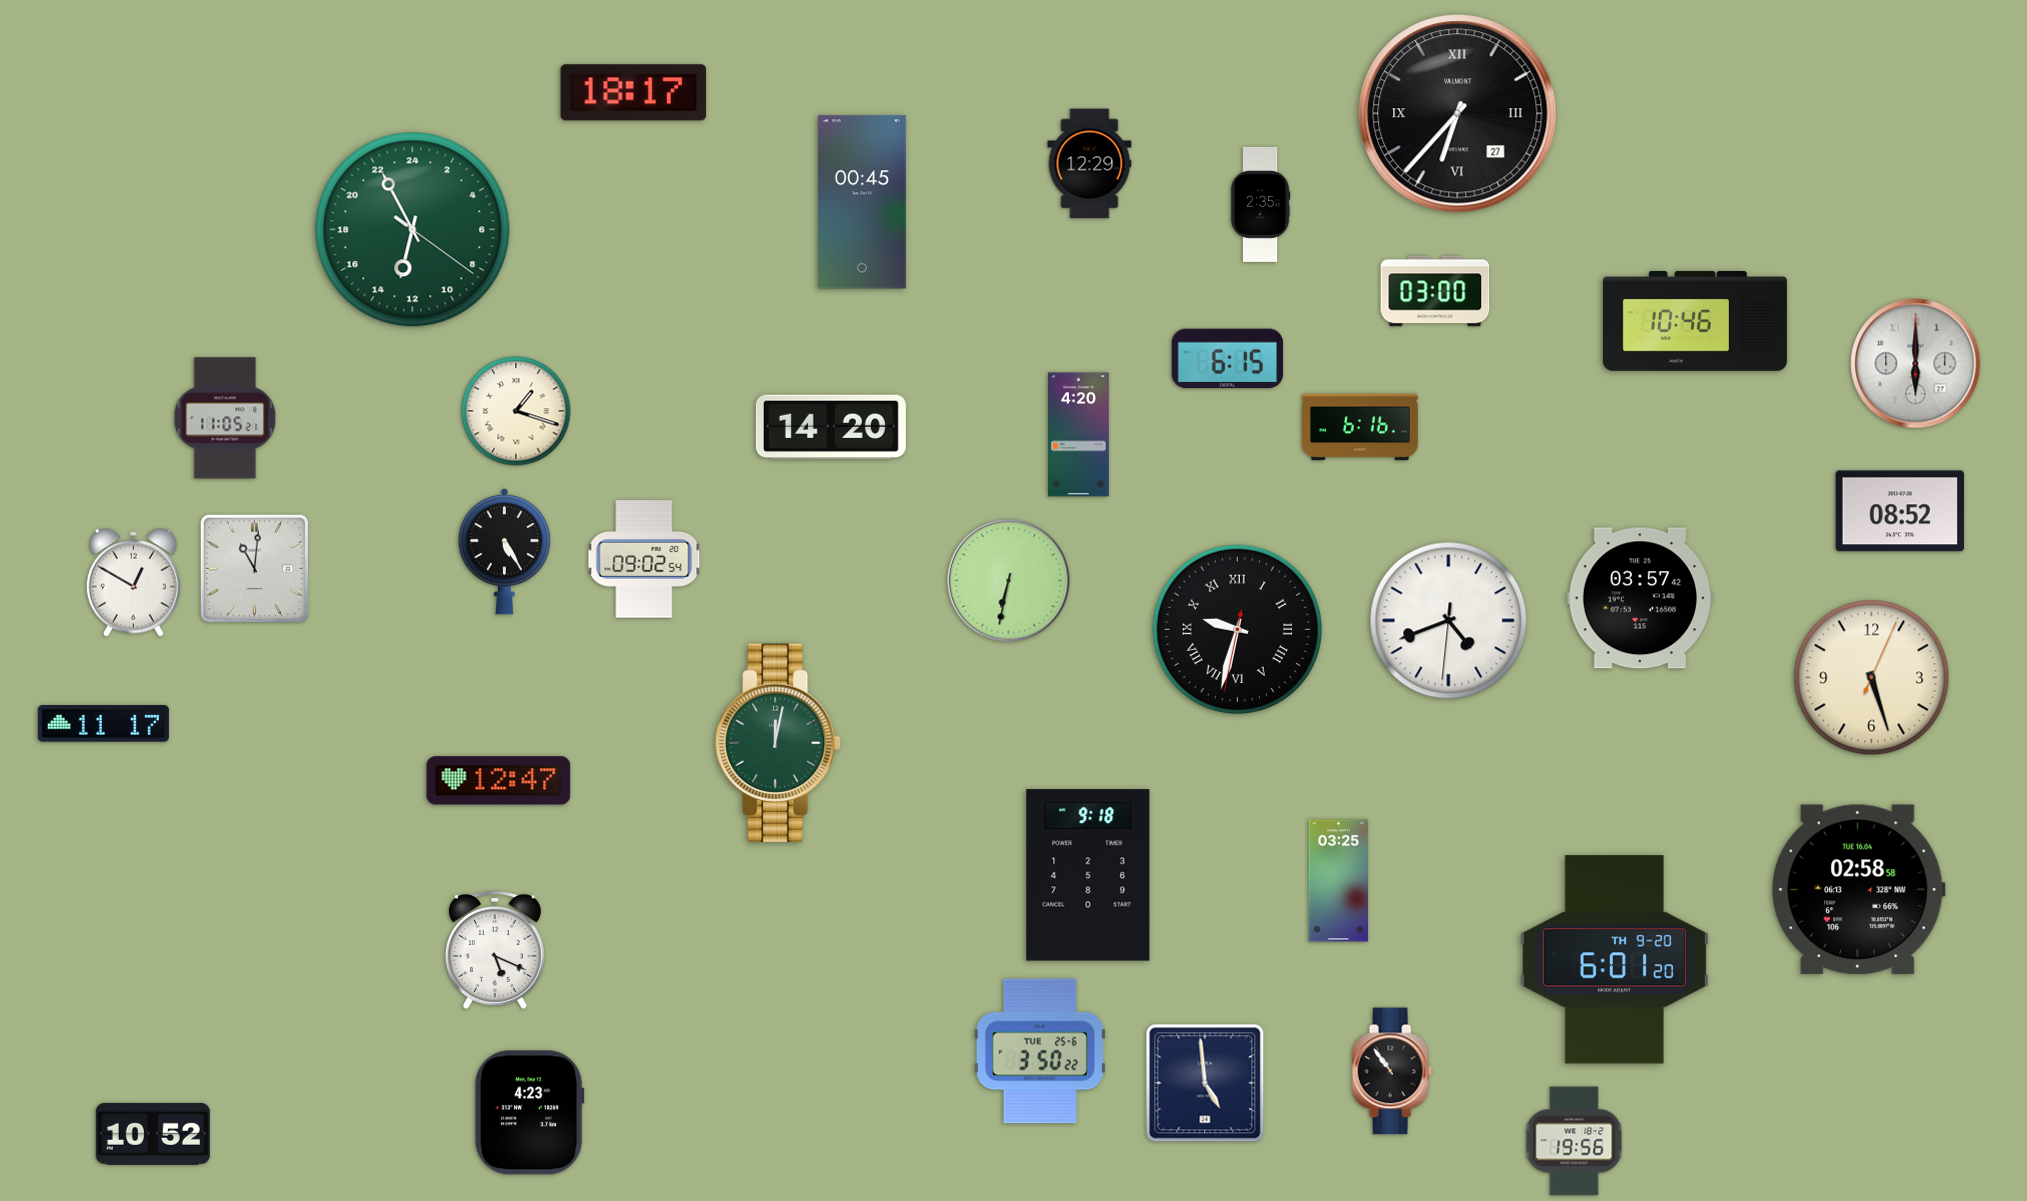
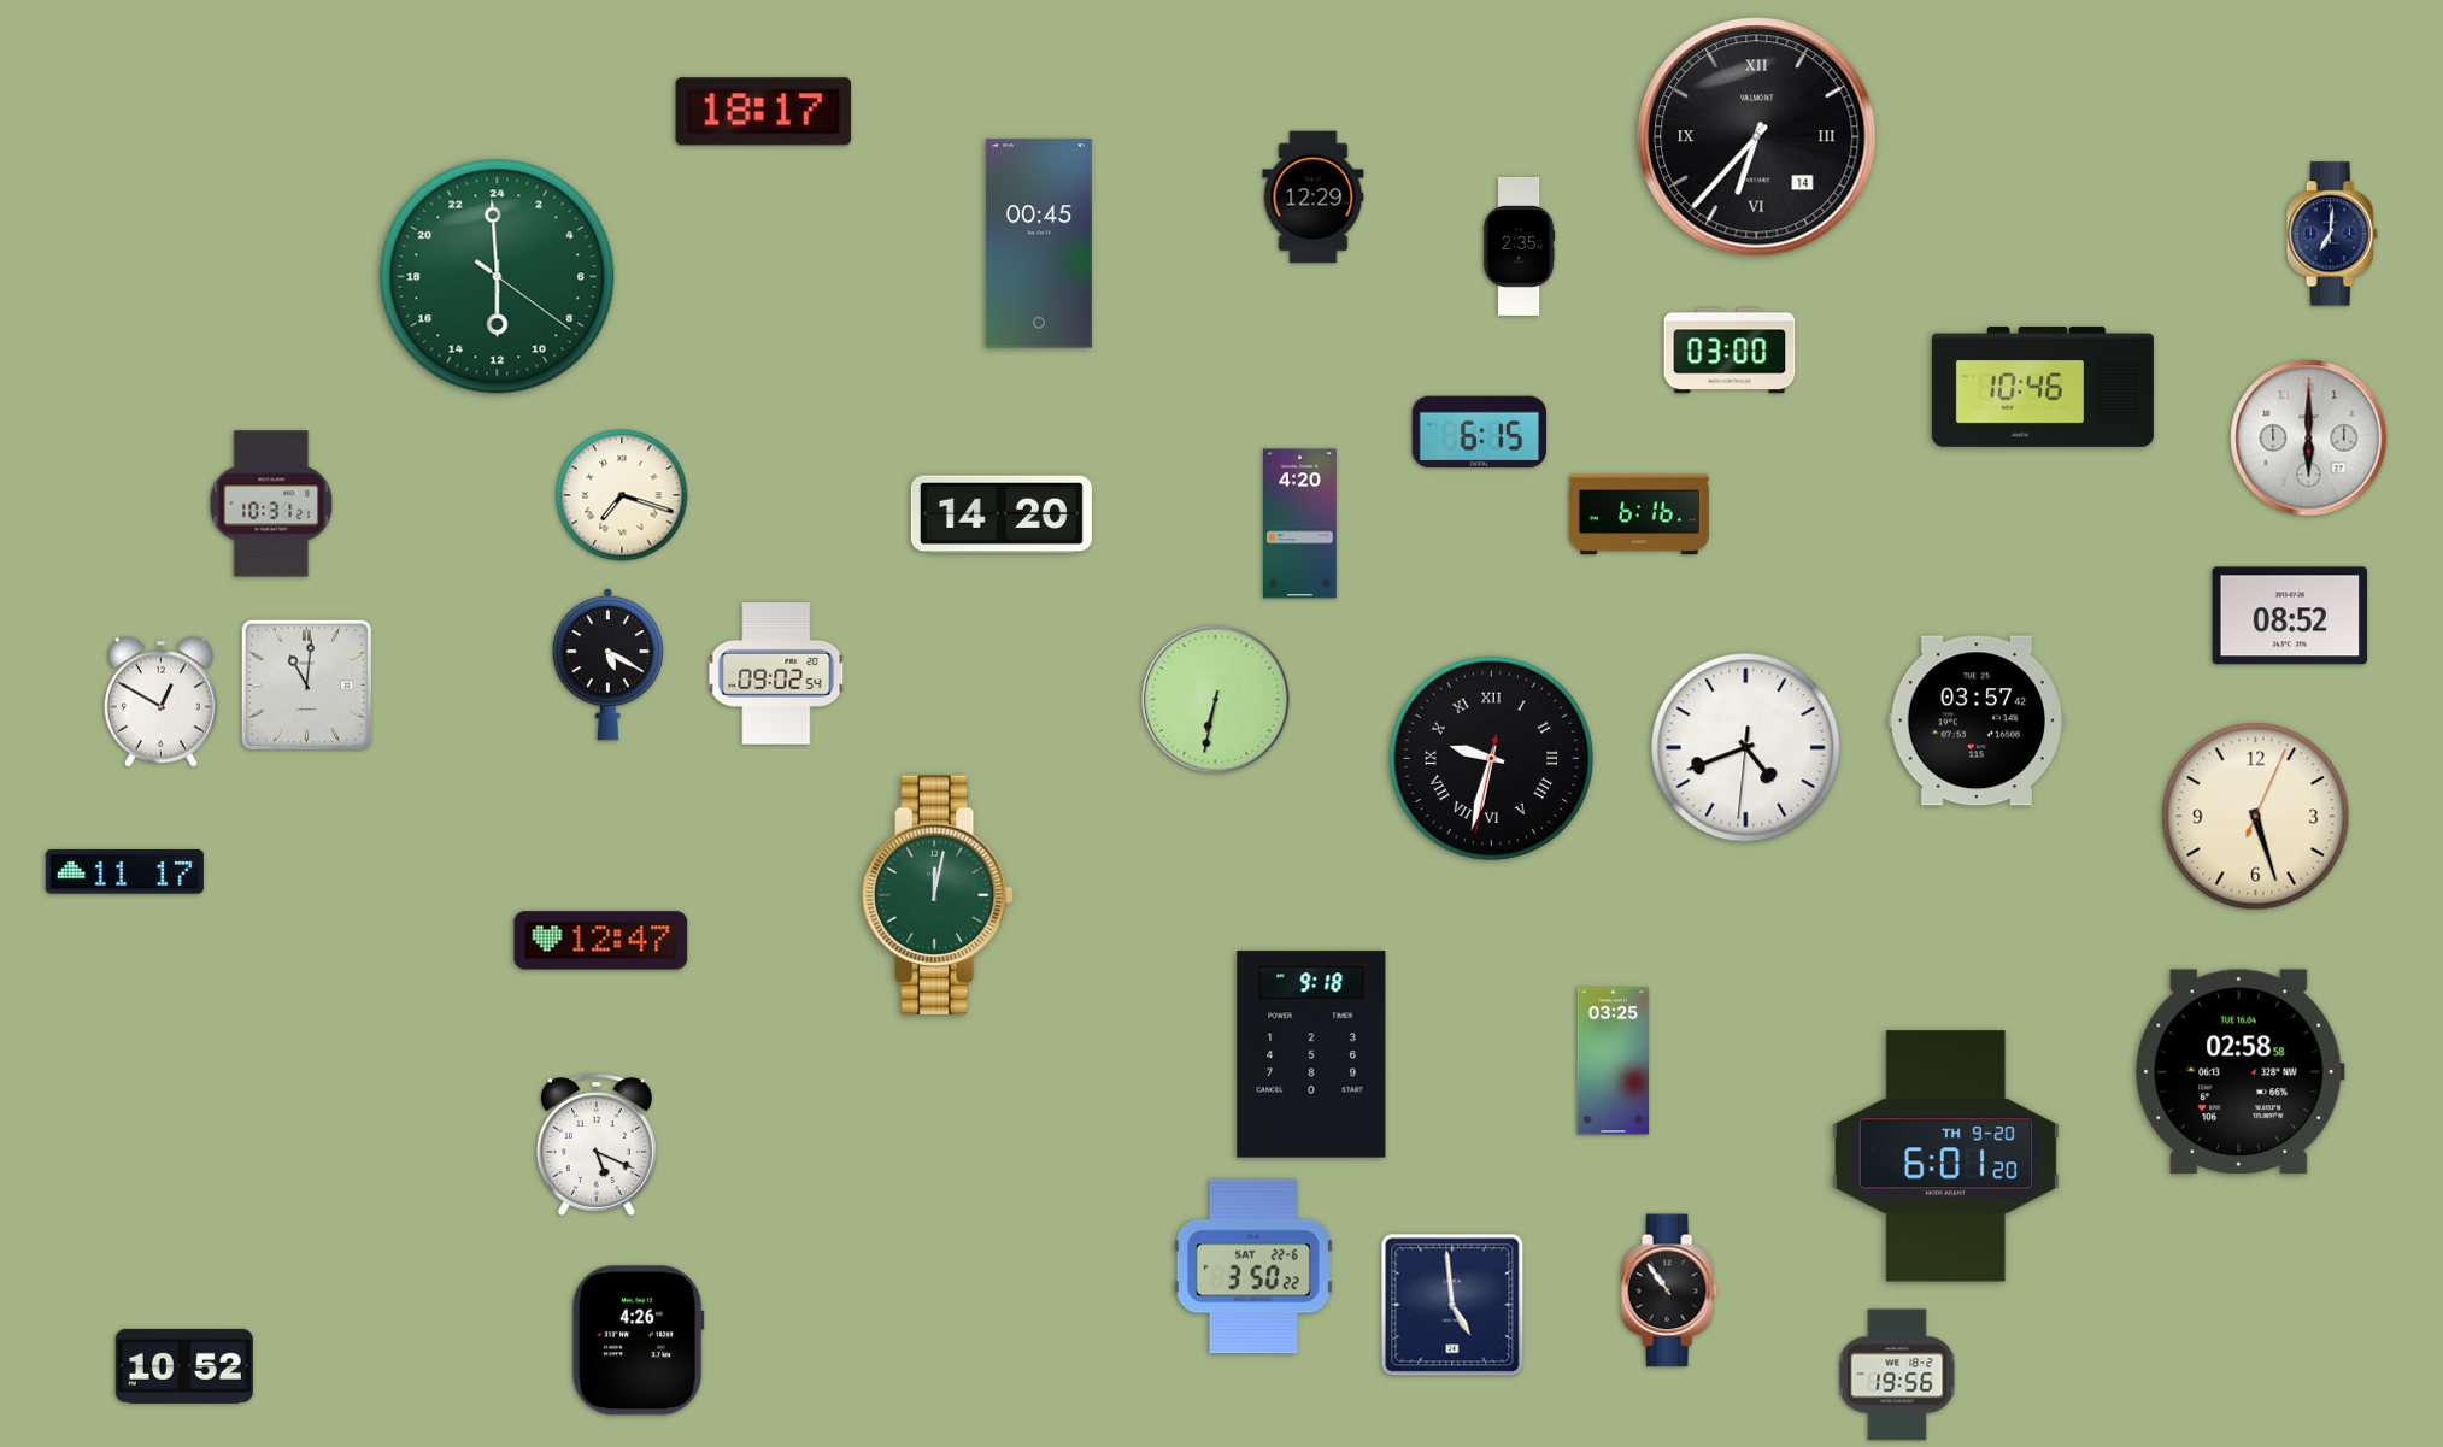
clock at (1458, 114) date: 27 -> 14
clock at (2332, 234): none -> 7:01
clock at (413, 230): 12:55 -> 11:59
clock at (516, 411): 1:18 -> 7:18
clock at (225, 418): 11:05 -> 10:31
clock at (504, 552): 5:25 -> 5:20
clock at (1040, 1051) date: TUE 25-6 -> SAT 22-6
clock at (1392, 1071) position: (1392, 1071) -> (1669, 1290)
clock at (529, 1113): 4:23 -> 4:26
